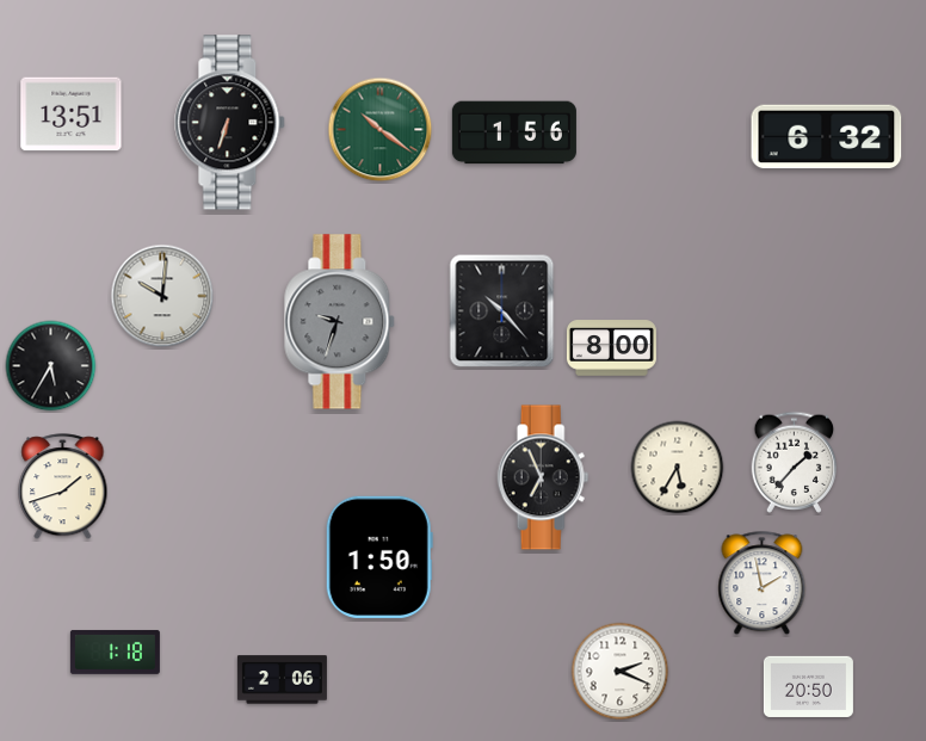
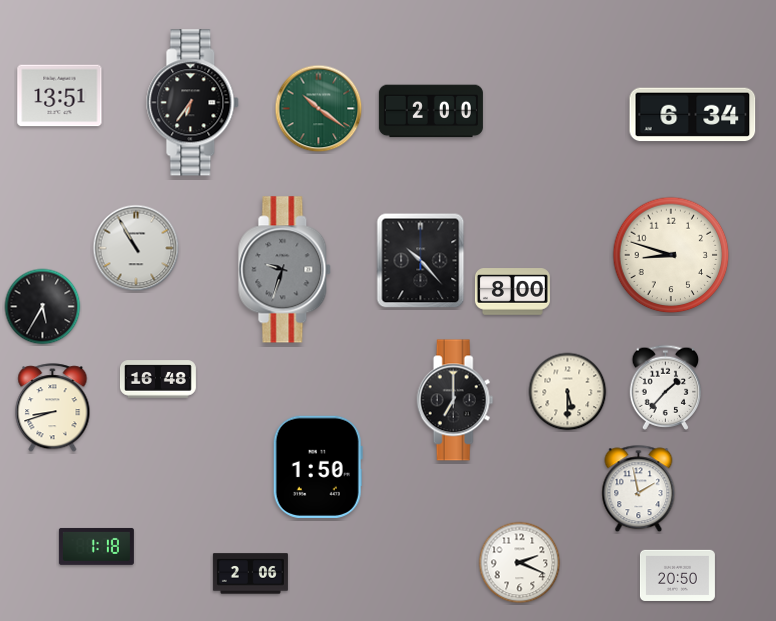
clock at (230, 123): 6:33 -> 6:36
clock at (514, 132): 1:56 -> 2:00
clock at (827, 137): 6:32 -> 6:34
clock at (162, 296): 10:01 -> 10:55
clock at (671, 255): none -> 8:48
clock at (158, 379): none -> 16:48
clock at (678, 468): 5:35 -> 5:30
clock at (543, 477): 6:56 -> 7:00
clock at (63, 487): 1:42 -> 8:42
clock at (282, 680) position: (282, 680) -> (250, 574)
